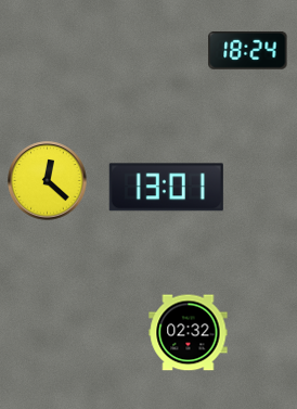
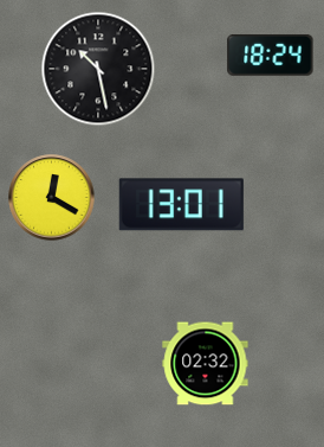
clock at (98, 69): none -> 10:28
clock at (48, 181): 12:22 -> 12:20
